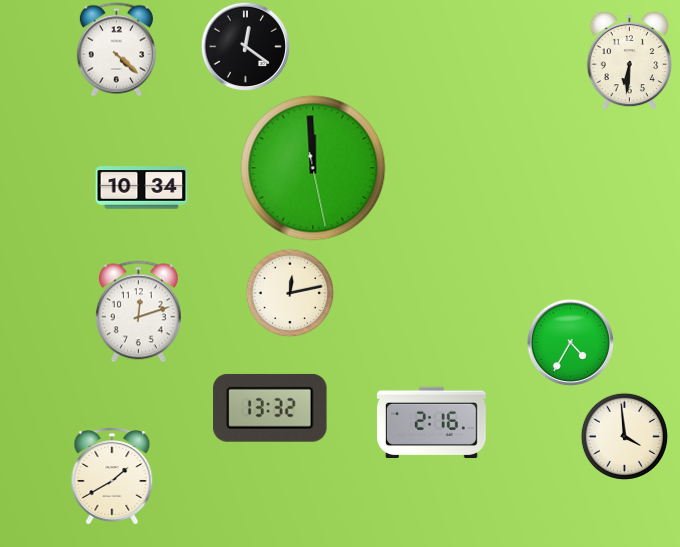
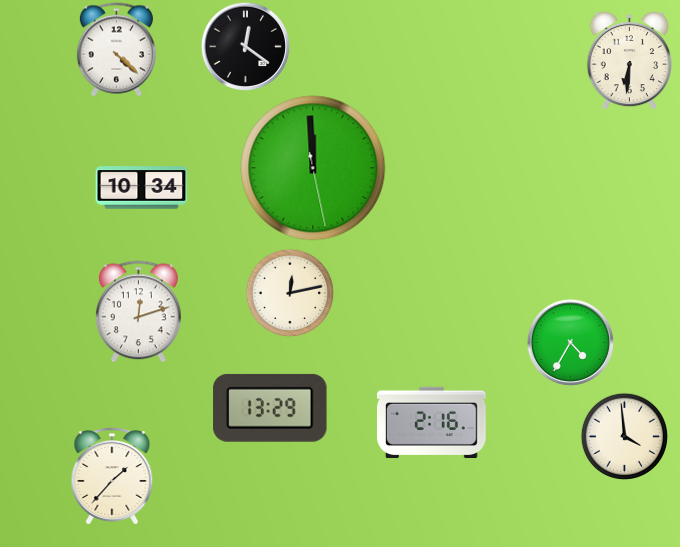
clock at (270, 408): 13:32 -> 13:29
clock at (112, 476): 1:40 -> 1:37
